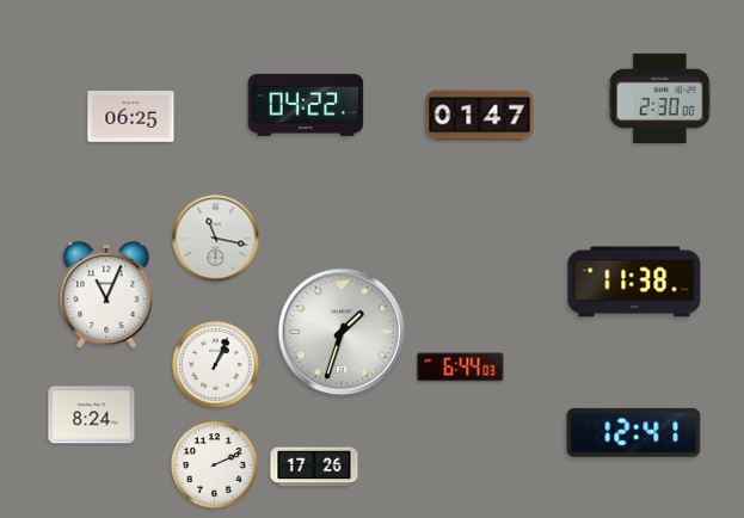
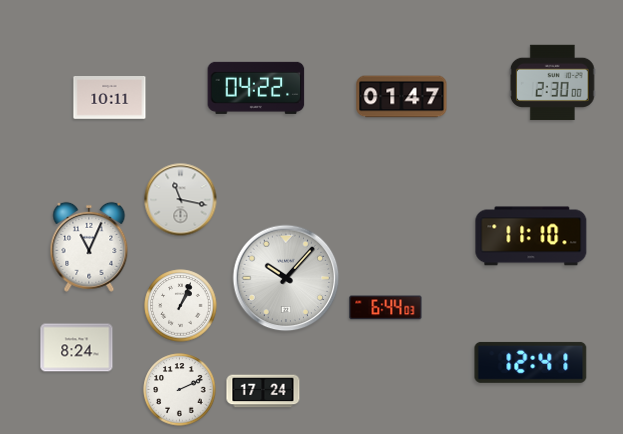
clock at (131, 117): 06:25 -> 10:11
clock at (634, 282): 11:38 -> 11:10
clock at (342, 332): 1:33 -> 10:07
clock at (314, 467): 17:26 -> 17:24
